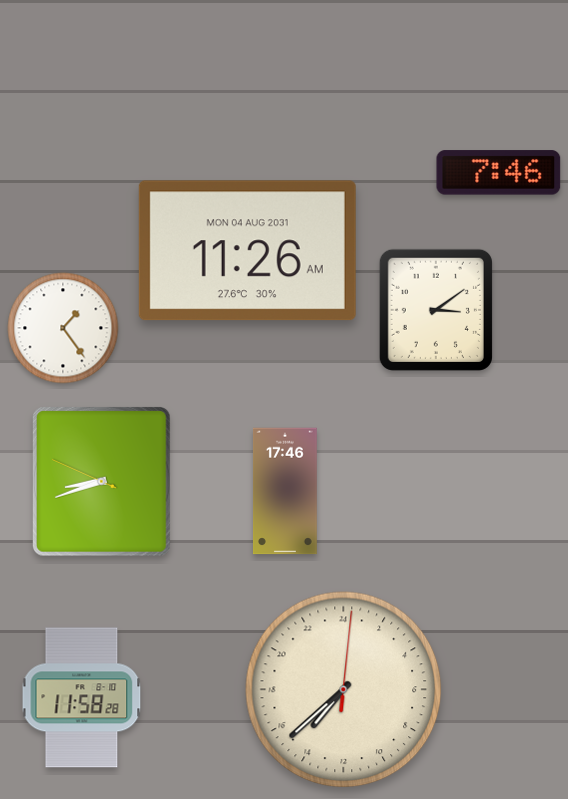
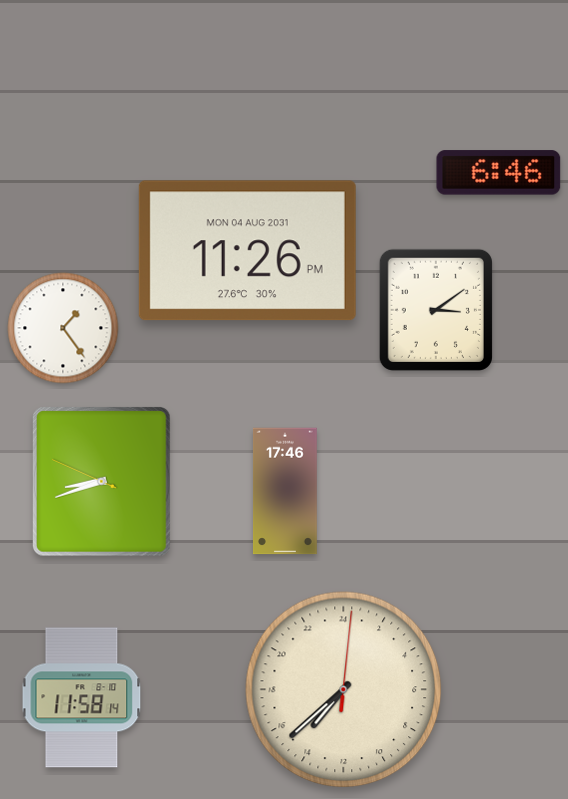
clock at (499, 173): 7:46 -> 6:46
clock at (247, 251): 11:26 AM -> 11:26 PM
clock at (82, 698): 11:58:28 -> 11:58:14
